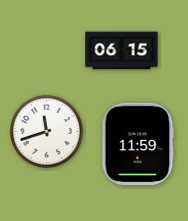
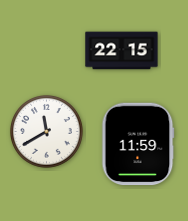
clock at (122, 51): 06:15 -> 22:15
clock at (47, 132): 11:42 -> 11:40
